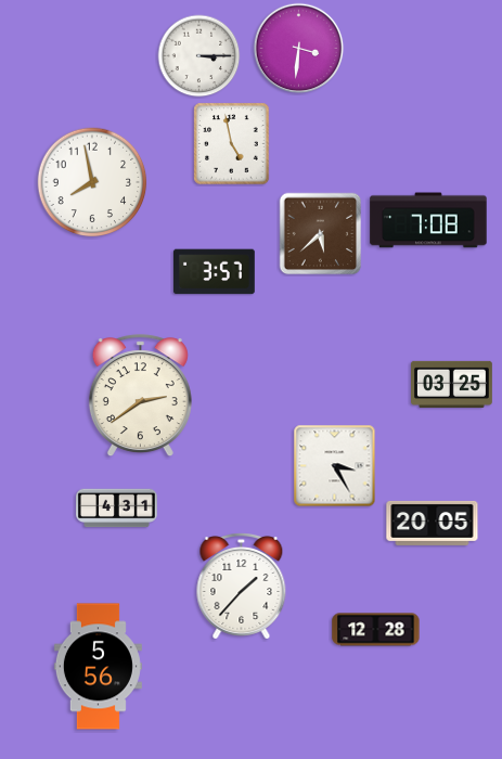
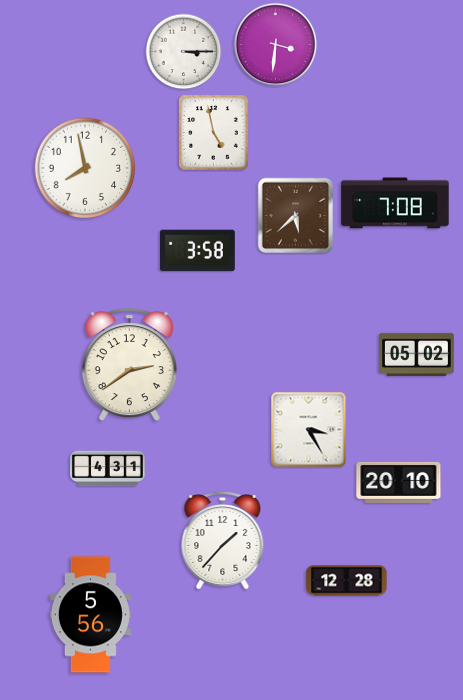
clock at (215, 272): 3:57 -> 3:58
clock at (452, 384): 03:25 -> 05:02
clock at (433, 523): 20:05 -> 20:10
